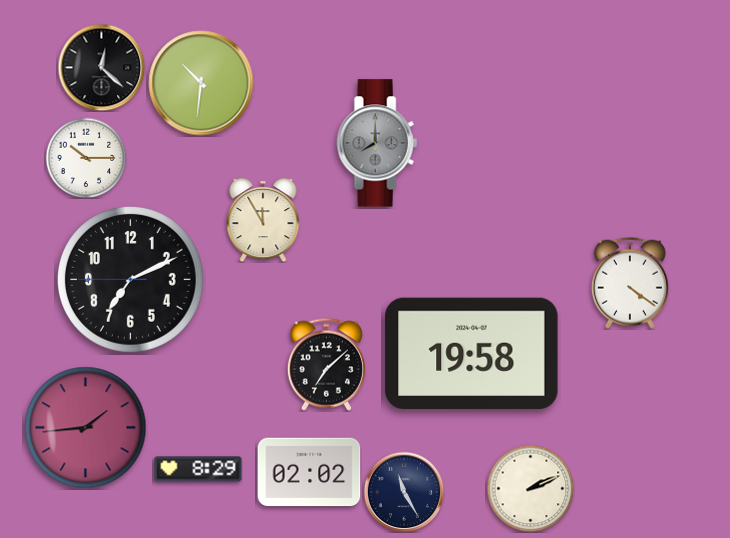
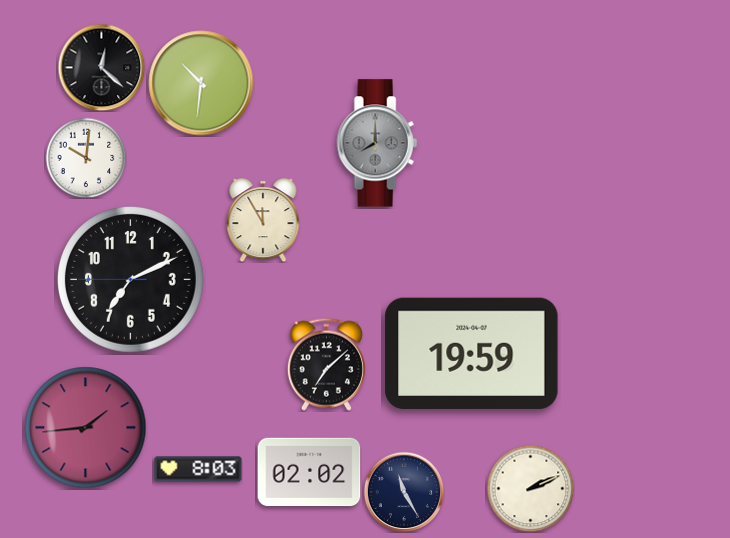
clock at (86, 158): 10:15 -> 10:01
clock at (630, 283): 4:21 -> none
clock at (472, 353): 19:58 -> 19:59
clock at (198, 469): 8:29 -> 8:03
